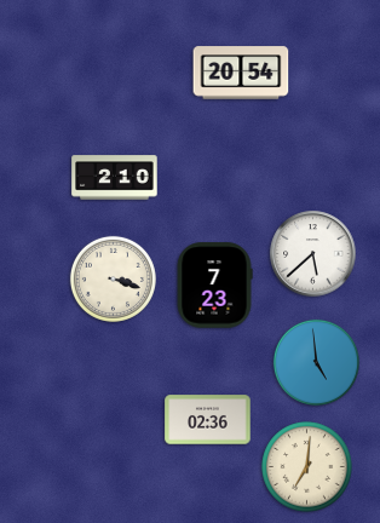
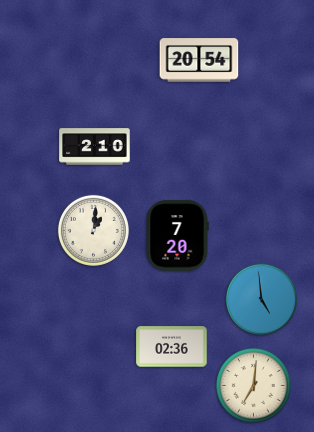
clock at (313, 254): 5:38 -> none
clock at (113, 278): 3:18 -> 1:01
clock at (214, 286): 7:23 -> 7:20
